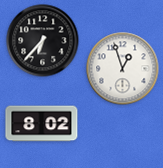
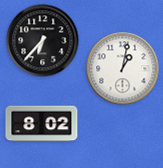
clock at (123, 69): 12:57 -> 1:02
